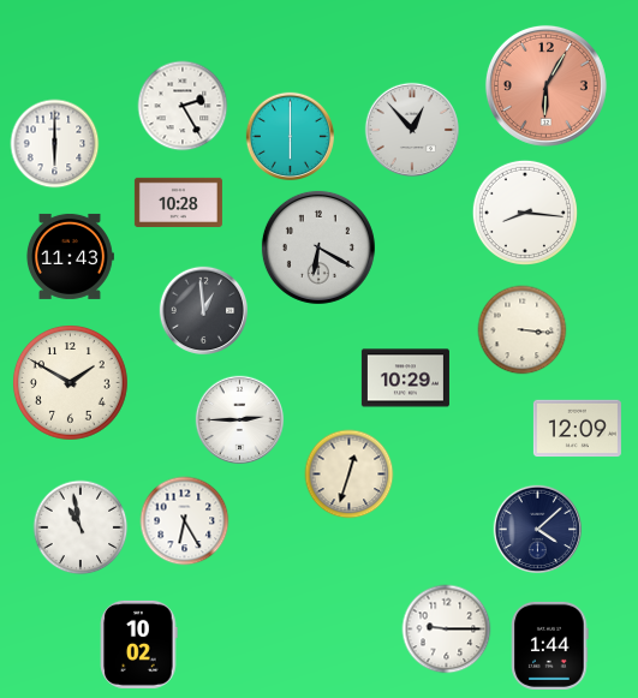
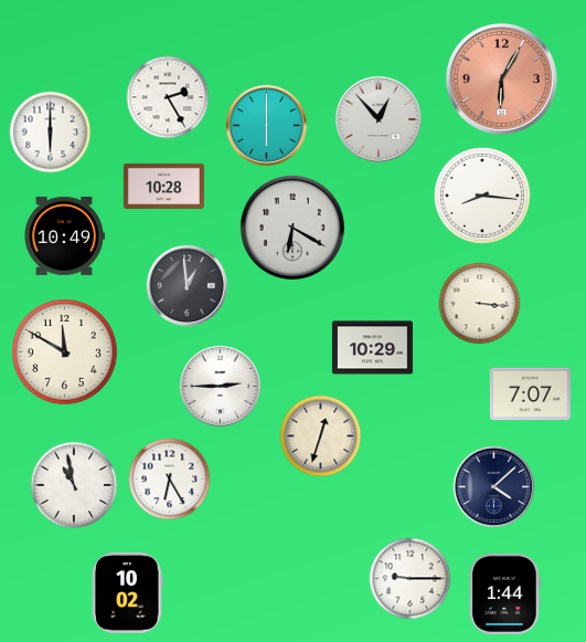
clock at (70, 256): 11:43 -> 10:49
clock at (71, 383): 1:50 -> 11:50
clock at (577, 429): 12:09 -> 7:07
